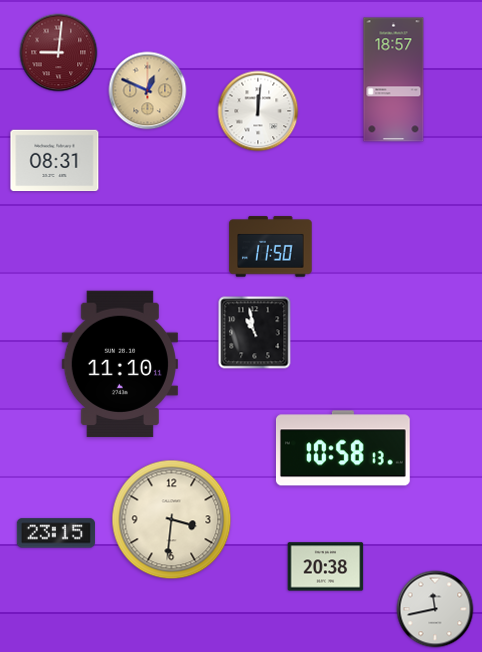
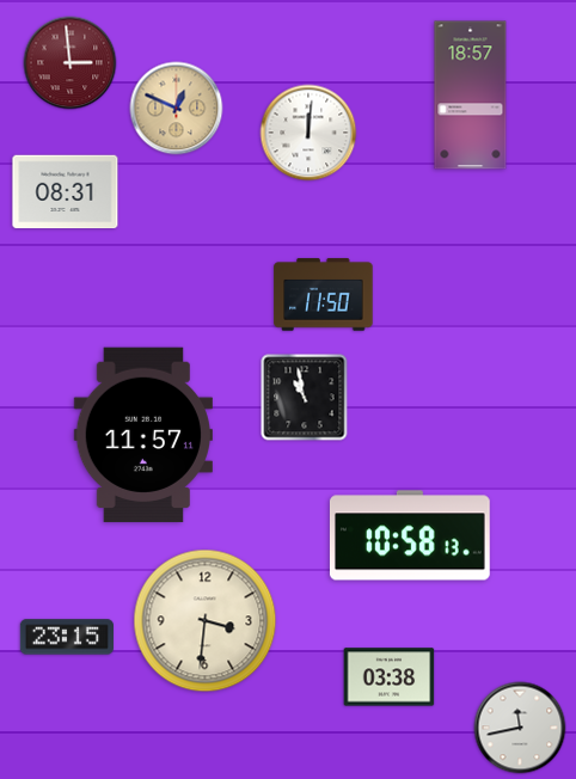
clock at (59, 53): 9:01 -> 2:59
clock at (120, 364): 11:10 -> 11:57
clock at (326, 567): 20:38 -> 03:38
